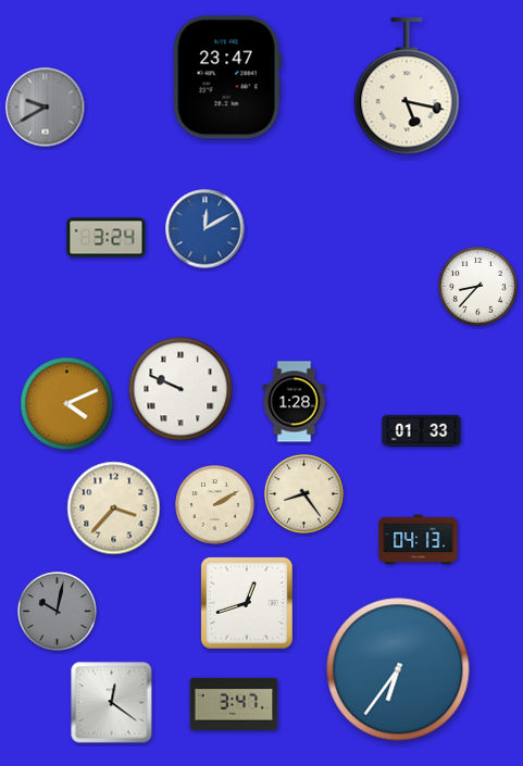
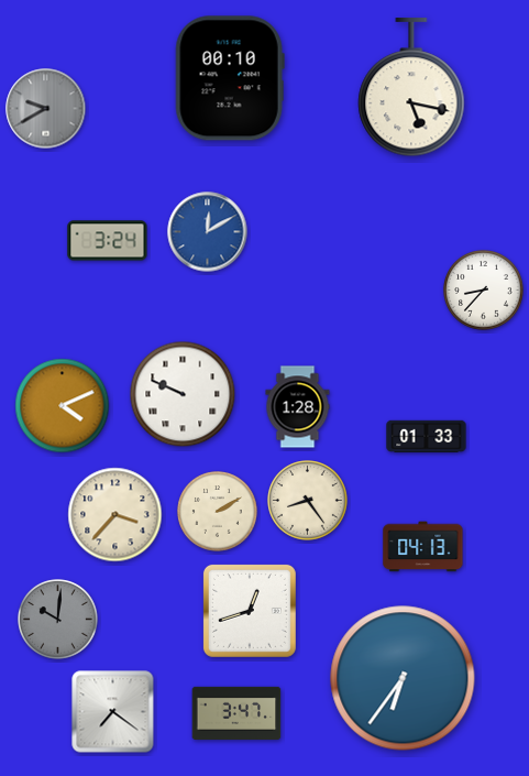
clock at (227, 77): 23:47 -> 00:10
clock at (67, 404) position: (67, 404) -> (63, 406)
clock at (58, 612): 10:02 -> 10:01
clock at (112, 703): 12:21 -> 7:21
